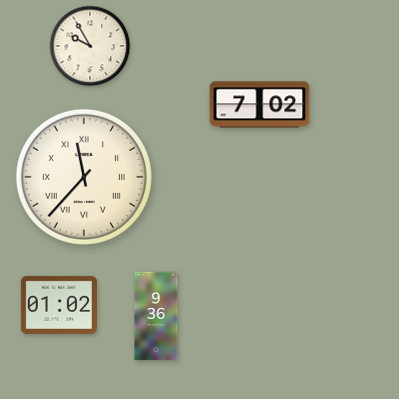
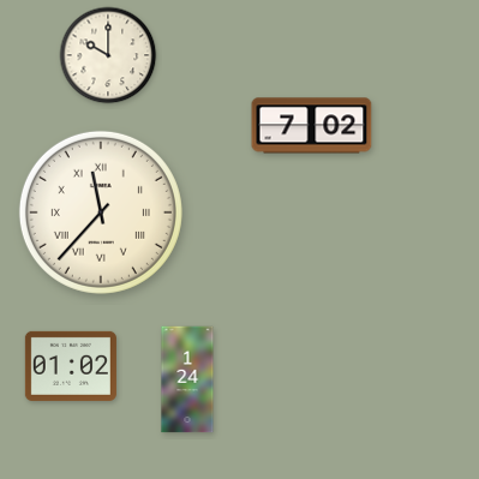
clock at (90, 46): 9:55 -> 10:00
clock at (156, 316): 9:36 -> 1:24
